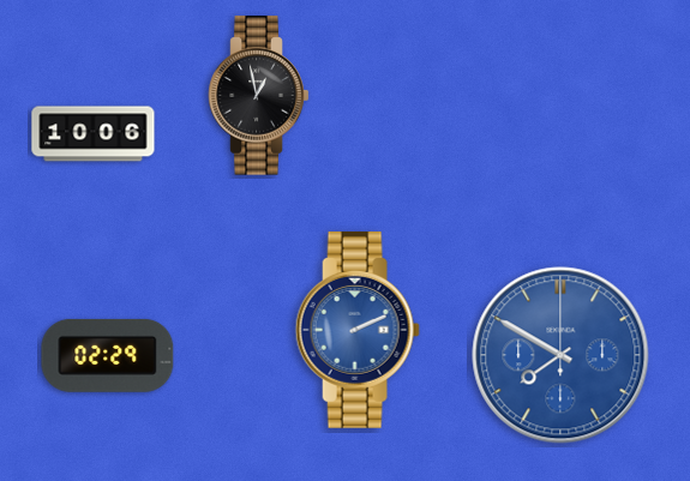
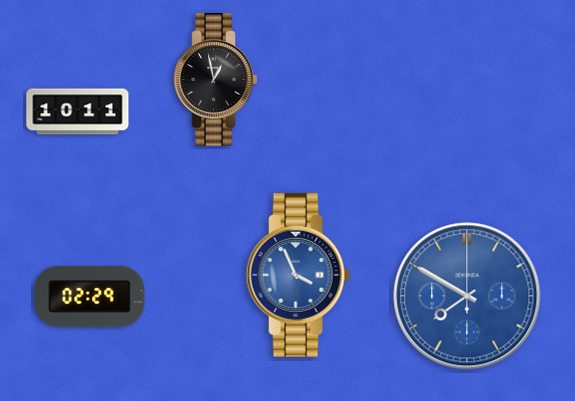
clock at (94, 134): 10:06 -> 10:11
clock at (358, 330): 2:11 -> 3:56
